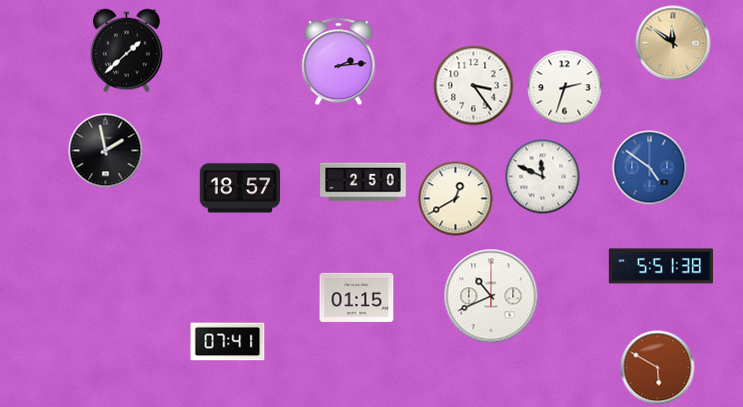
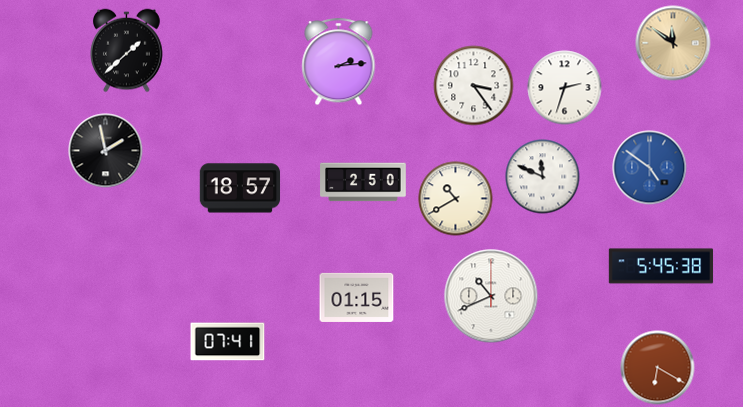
clock at (456, 199): 12:40 -> 10:40
clock at (661, 266): 5:51 -> 5:45
clock at (658, 368): 5:50 -> 6:20
